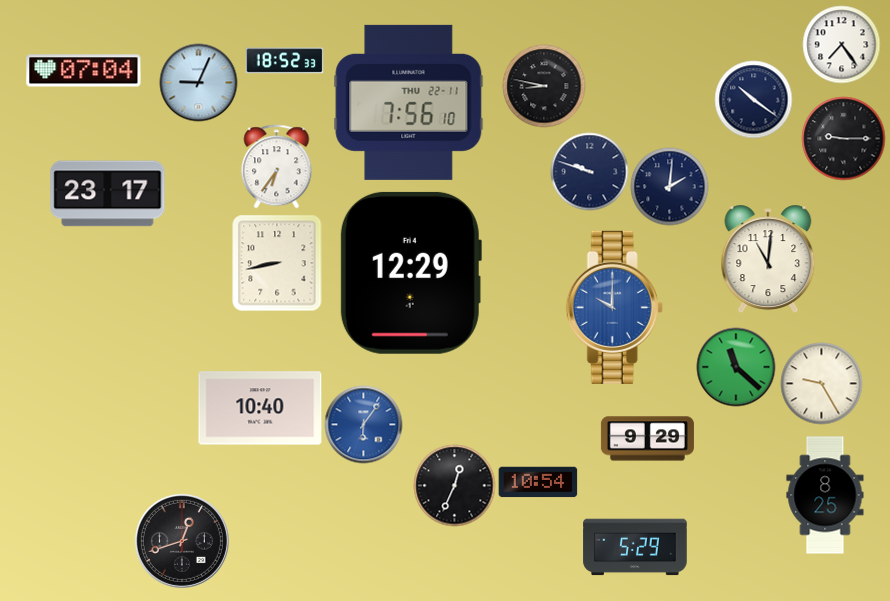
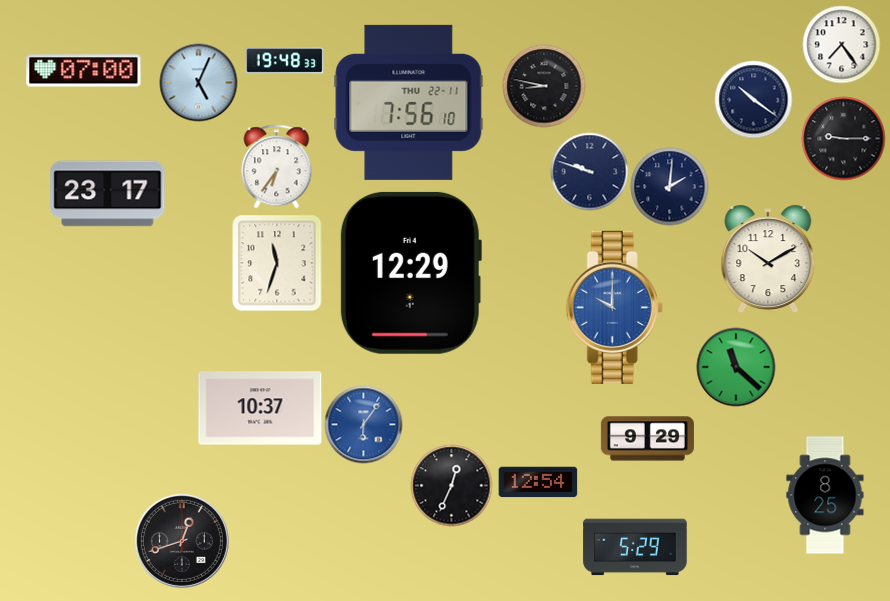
clock at (284, 61): 18:52 -> 19:48
clock at (84, 71): 07:04 -> 07:00
clock at (198, 82): 9:04 -> 5:04
clock at (768, 259): 11:01 -> 10:10
clock at (277, 263): 8:43 -> 11:33
clock at (821, 383): 9:25 -> none
clock at (260, 408): 10:40 -> 10:37
clock at (538, 482): 10:54 -> 12:54
clock at (454, 485) position: (454, 485) -> (451, 485)
